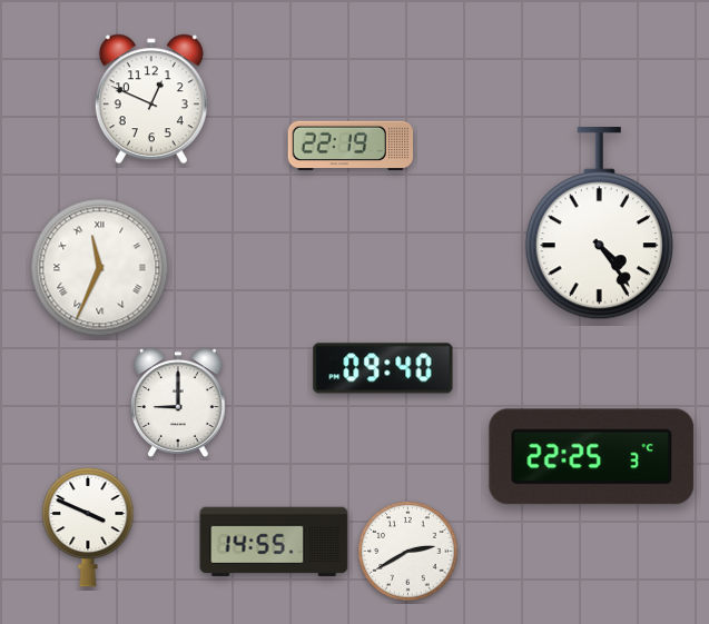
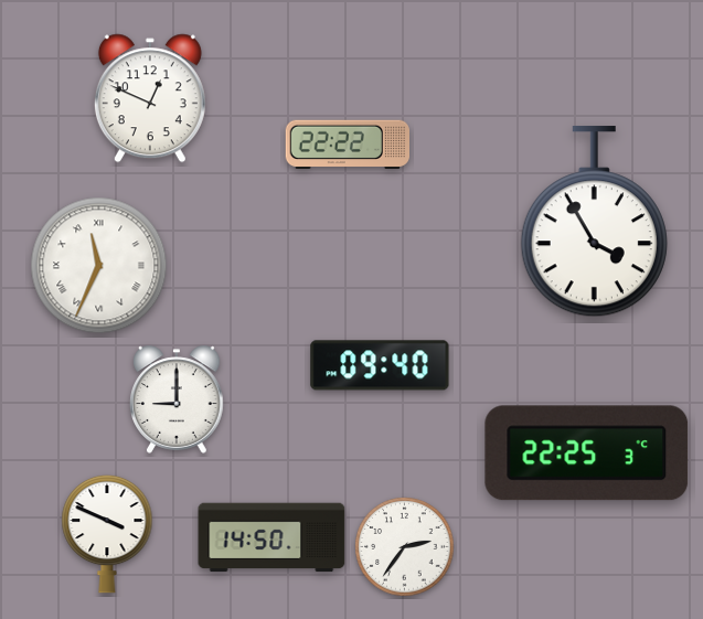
clock at (349, 145): 22:19 -> 22:22
clock at (599, 224): 4:24 -> 3:55
clock at (88, 527) position: (88, 527) -> (107, 534)
clock at (274, 542): 14:55 -> 14:50
clock at (408, 552): 2:40 -> 2:36
